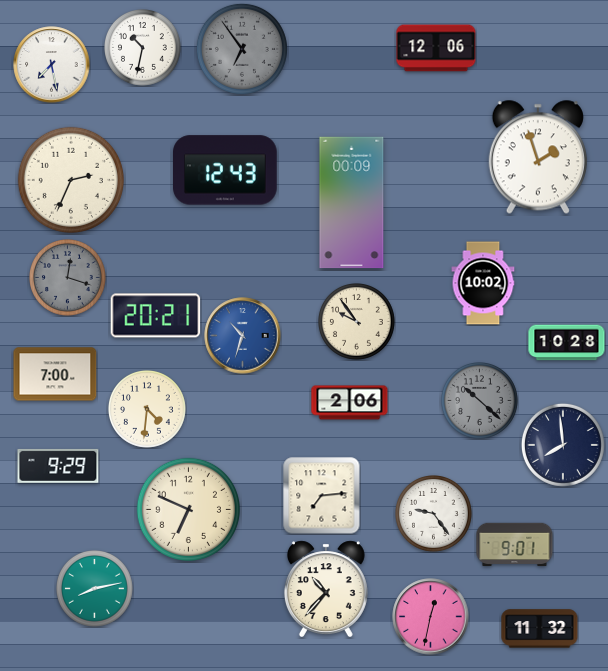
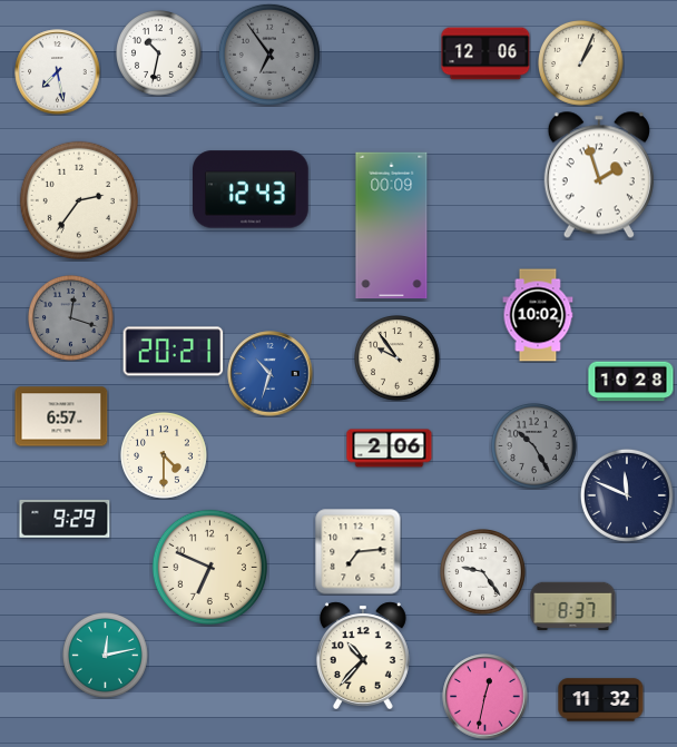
clock at (581, 63): none -> 1:04
clock at (71, 180): 2:34 -> 2:36
clock at (68, 278) position: (68, 278) -> (71, 318)
clock at (55, 374): 7:00 -> 6:57
clock at (480, 401): 10:22 -> 10:25
clock at (147, 409): 4:31 -> 4:30
clock at (563, 445): 7:59 -> 11:49
clock at (515, 545): 9:01 -> 8:37
clock at (95, 589): 8:13 -> 12:13
clock at (431, 617) position: (431, 617) -> (485, 697)
